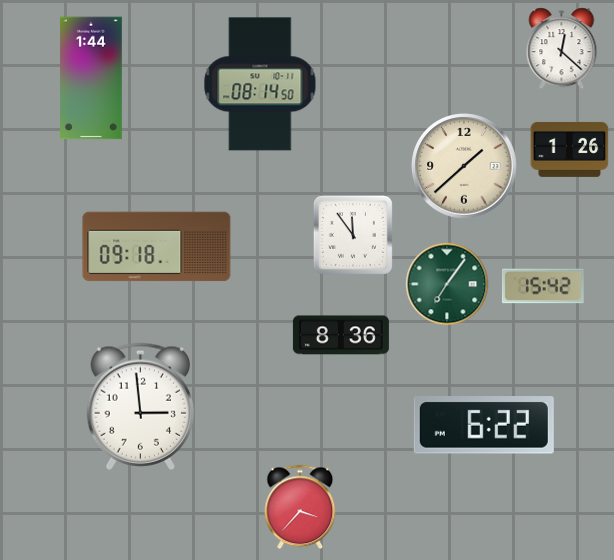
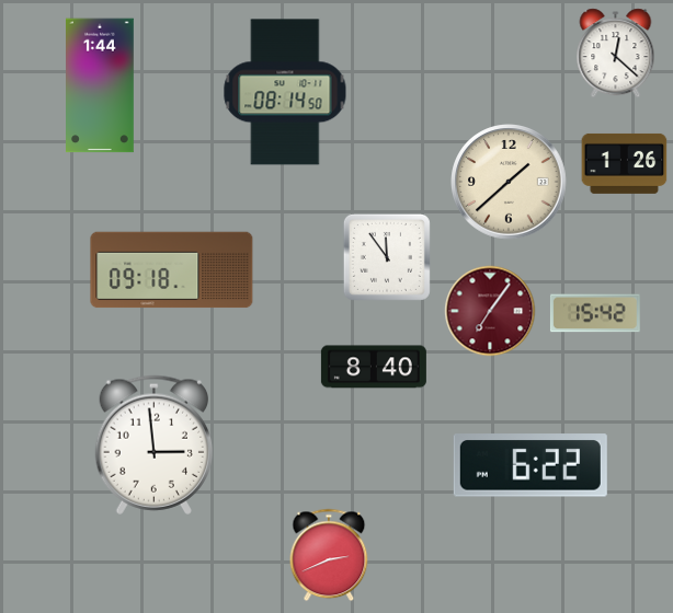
clock at (447, 284) dial: green -> burgundy
clock at (341, 335): 8:36 -> 8:40
clock at (300, 507): 3:37 -> 2:41
